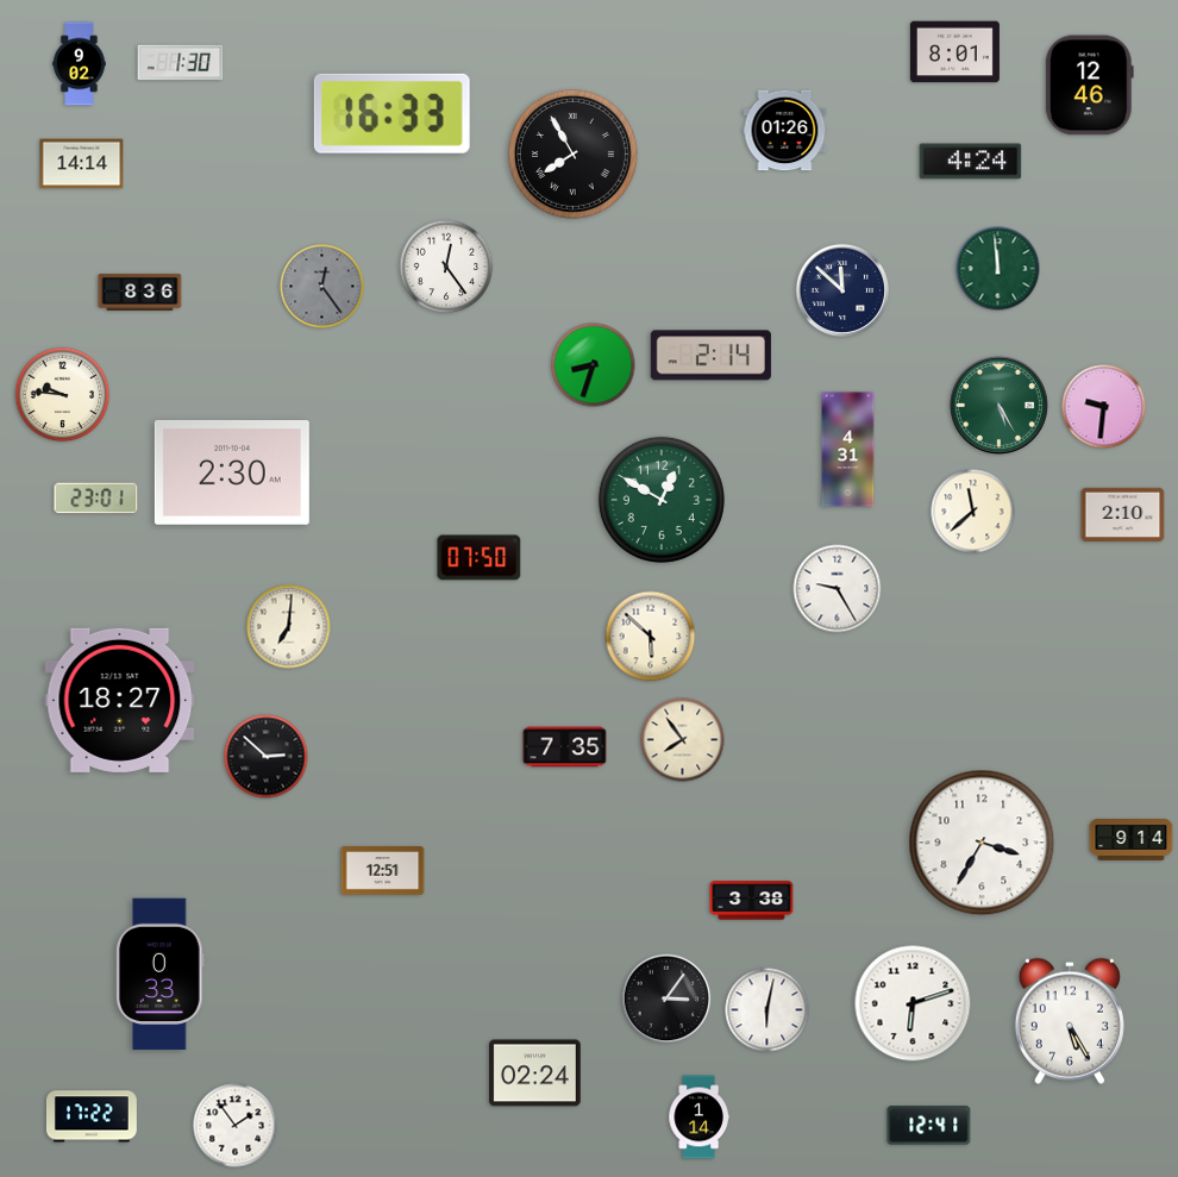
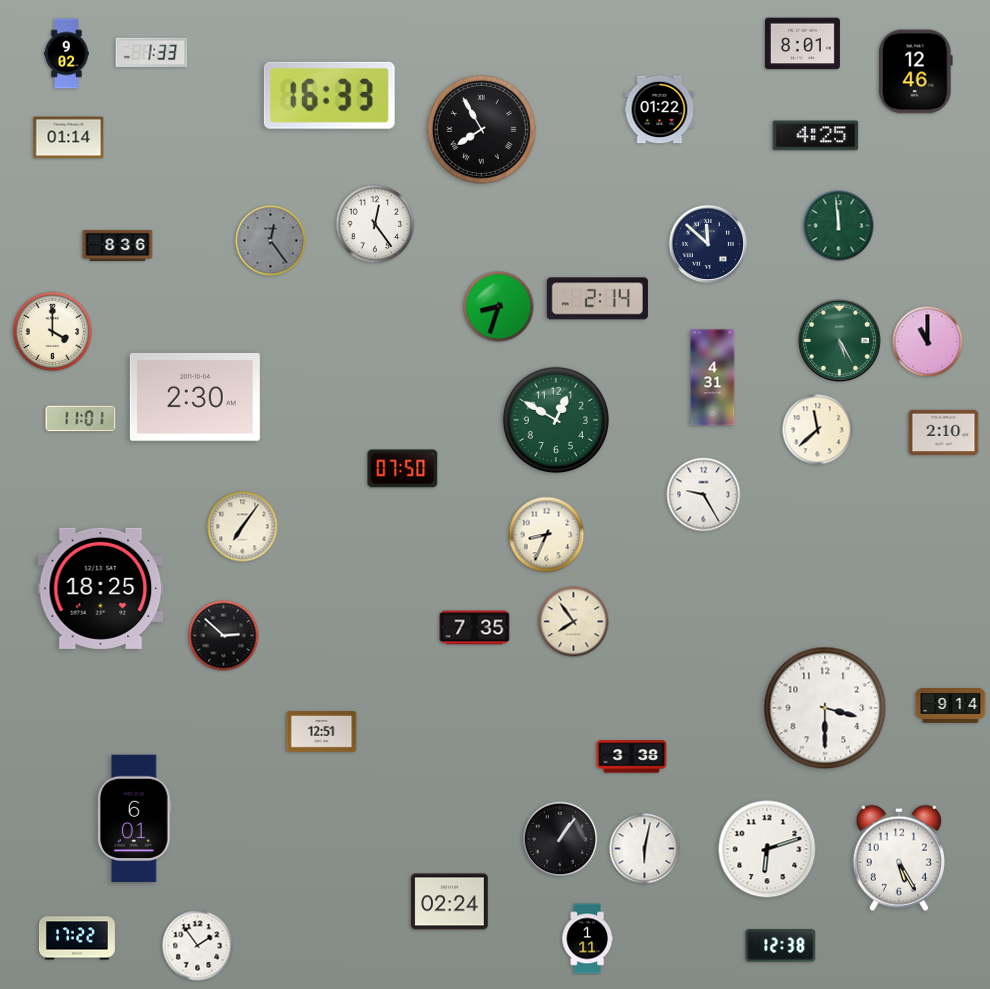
clock at (181, 63): 1:30 -> 1:33
clock at (785, 131): 01:26 -> 01:22
clock at (971, 162): 4:24 -> 4:25
clock at (82, 164): 14:14 -> 01:14
clock at (63, 395): 9:46 -> 4:00
clock at (1104, 407): 9:31 -> 11:00
clock at (96, 499): 23:01 -> 11:01
clock at (289, 627): 7:01 -> 7:06
clock at (651, 637): 5:52 -> 8:34
clock at (120, 700): 18:27 -> 18:25
clock at (982, 843): 3:35 -> 3:30
clock at (161, 975): 0:33 -> 6:01
clock at (666, 998): 3:06 -> 1:06
clock at (913, 1003) position: (913, 1003) -> (767, 849)
clock at (698, 1117): 1:14 -> 1:11
clock at (929, 1126): 12:41 -> 12:38
